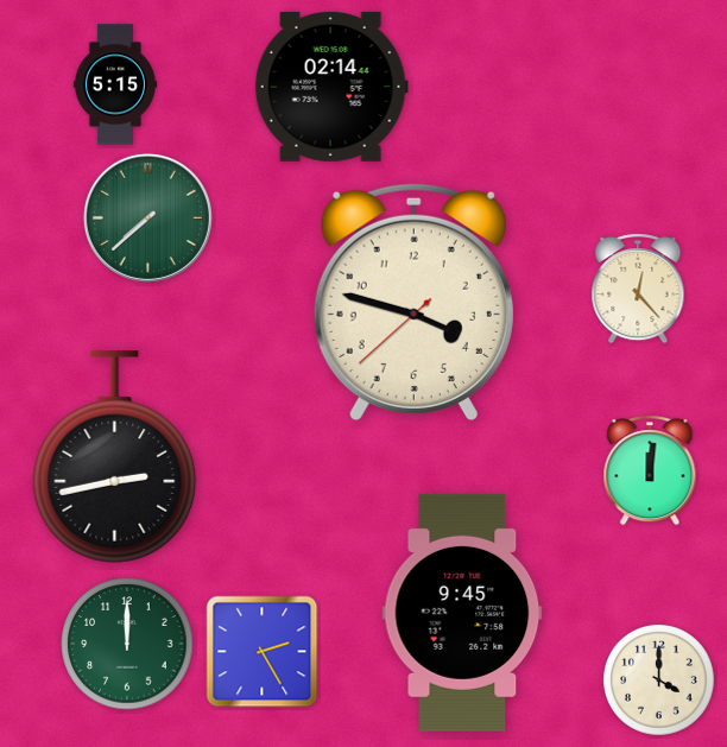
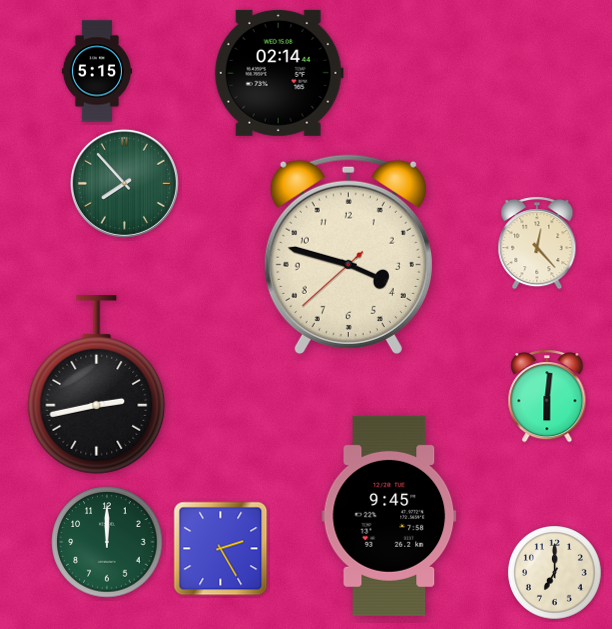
clock at (147, 217): 7:38 -> 7:53
clock at (650, 471): 12:01 -> 6:01
clock at (659, 680): 4:00 -> 7:00
